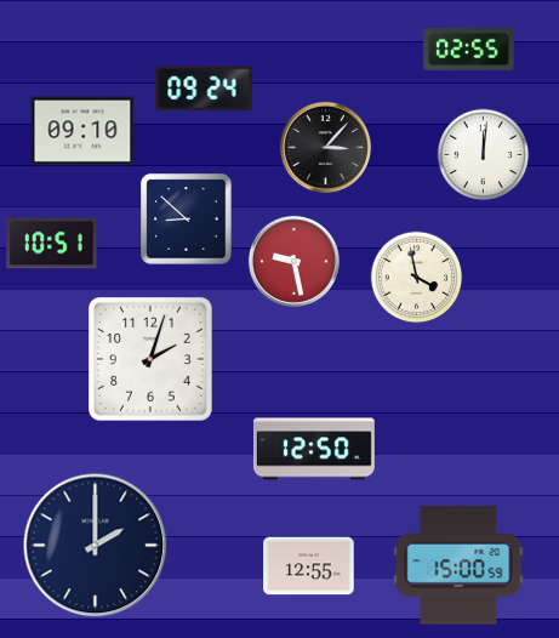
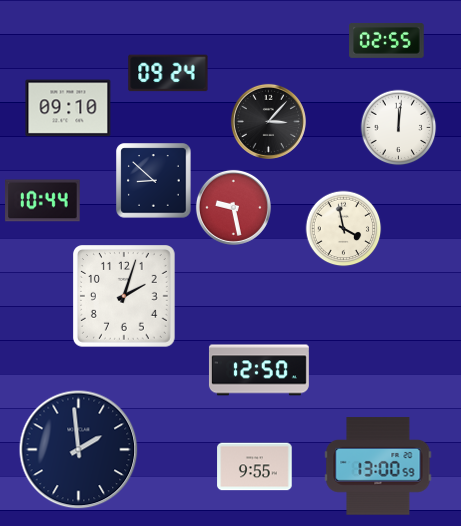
clock at (52, 244): 10:51 -> 10:44
clock at (293, 261) position: (293, 261) -> (233, 207)
clock at (96, 546): 2:00 -> 1:59
clock at (458, 565): 15:00 -> 13:00
clock at (309, 566): 12:55 -> 9:55
